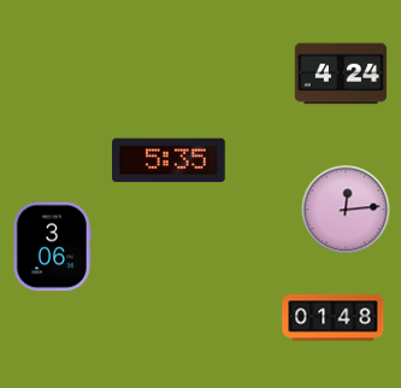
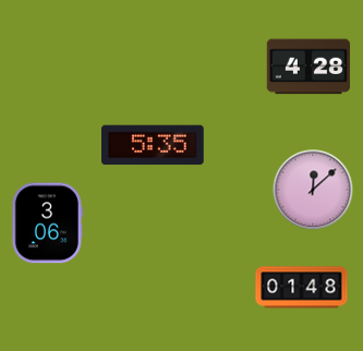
clock at (341, 74): 4:24 -> 4:28
clock at (346, 210): 12:14 -> 12:08
